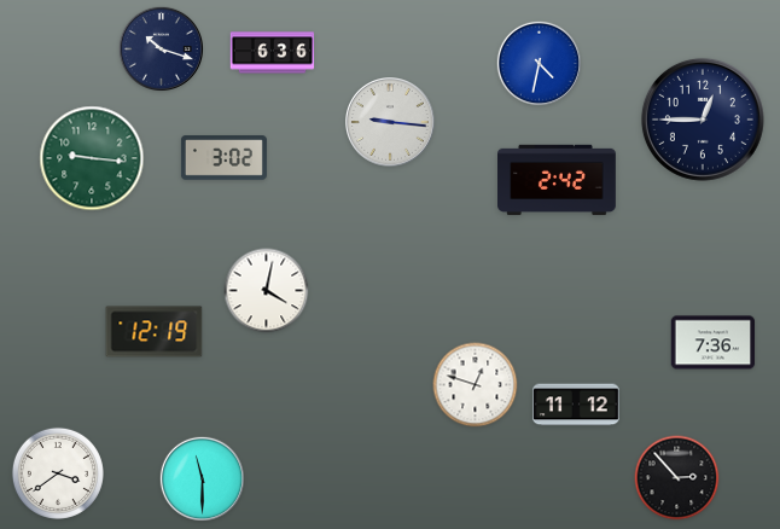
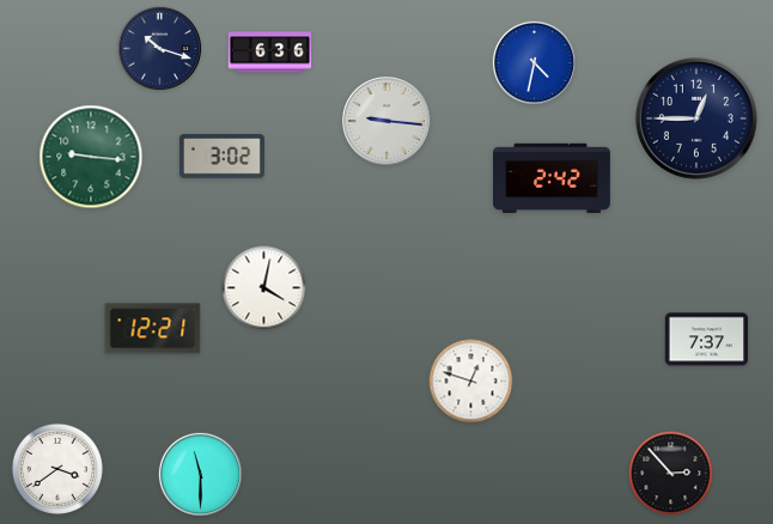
clock at (155, 332): 12:19 -> 12:21
clock at (714, 343): 7:36 -> 7:37
clock at (576, 405): 11:12 -> none
